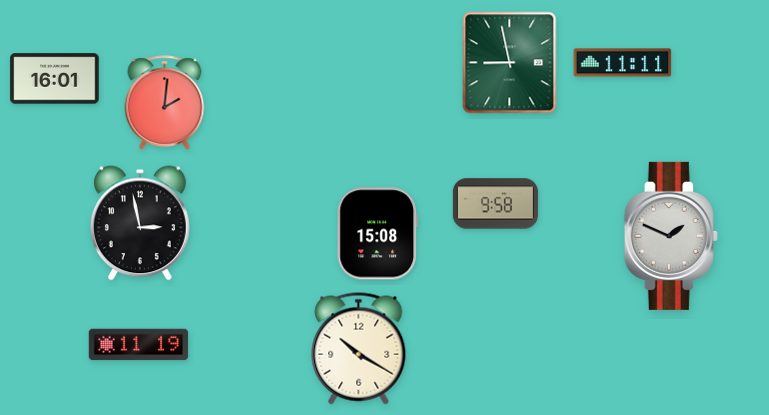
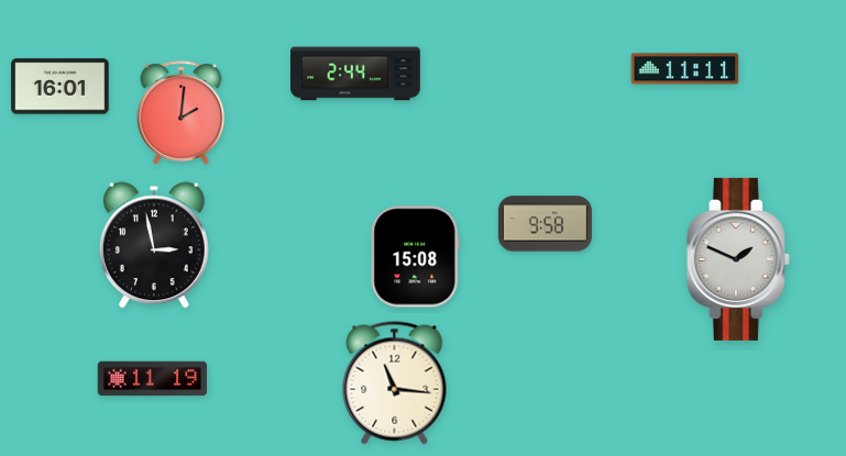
clock at (510, 63): 8:58 -> none
clock at (355, 74): none -> 2:44
clock at (359, 349): 10:20 -> 11:16
